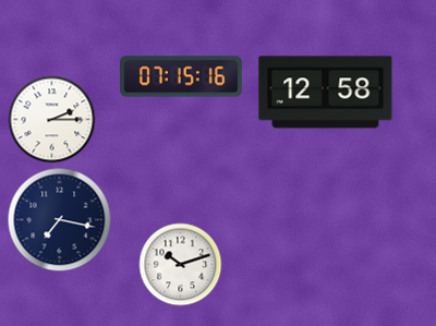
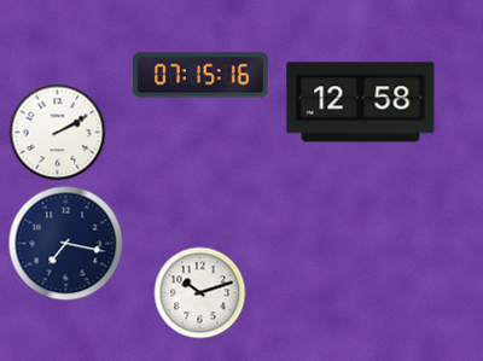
clock at (182, 76) position: (182, 76) -> (202, 75)
clock at (52, 120): 2:15 -> 2:10
